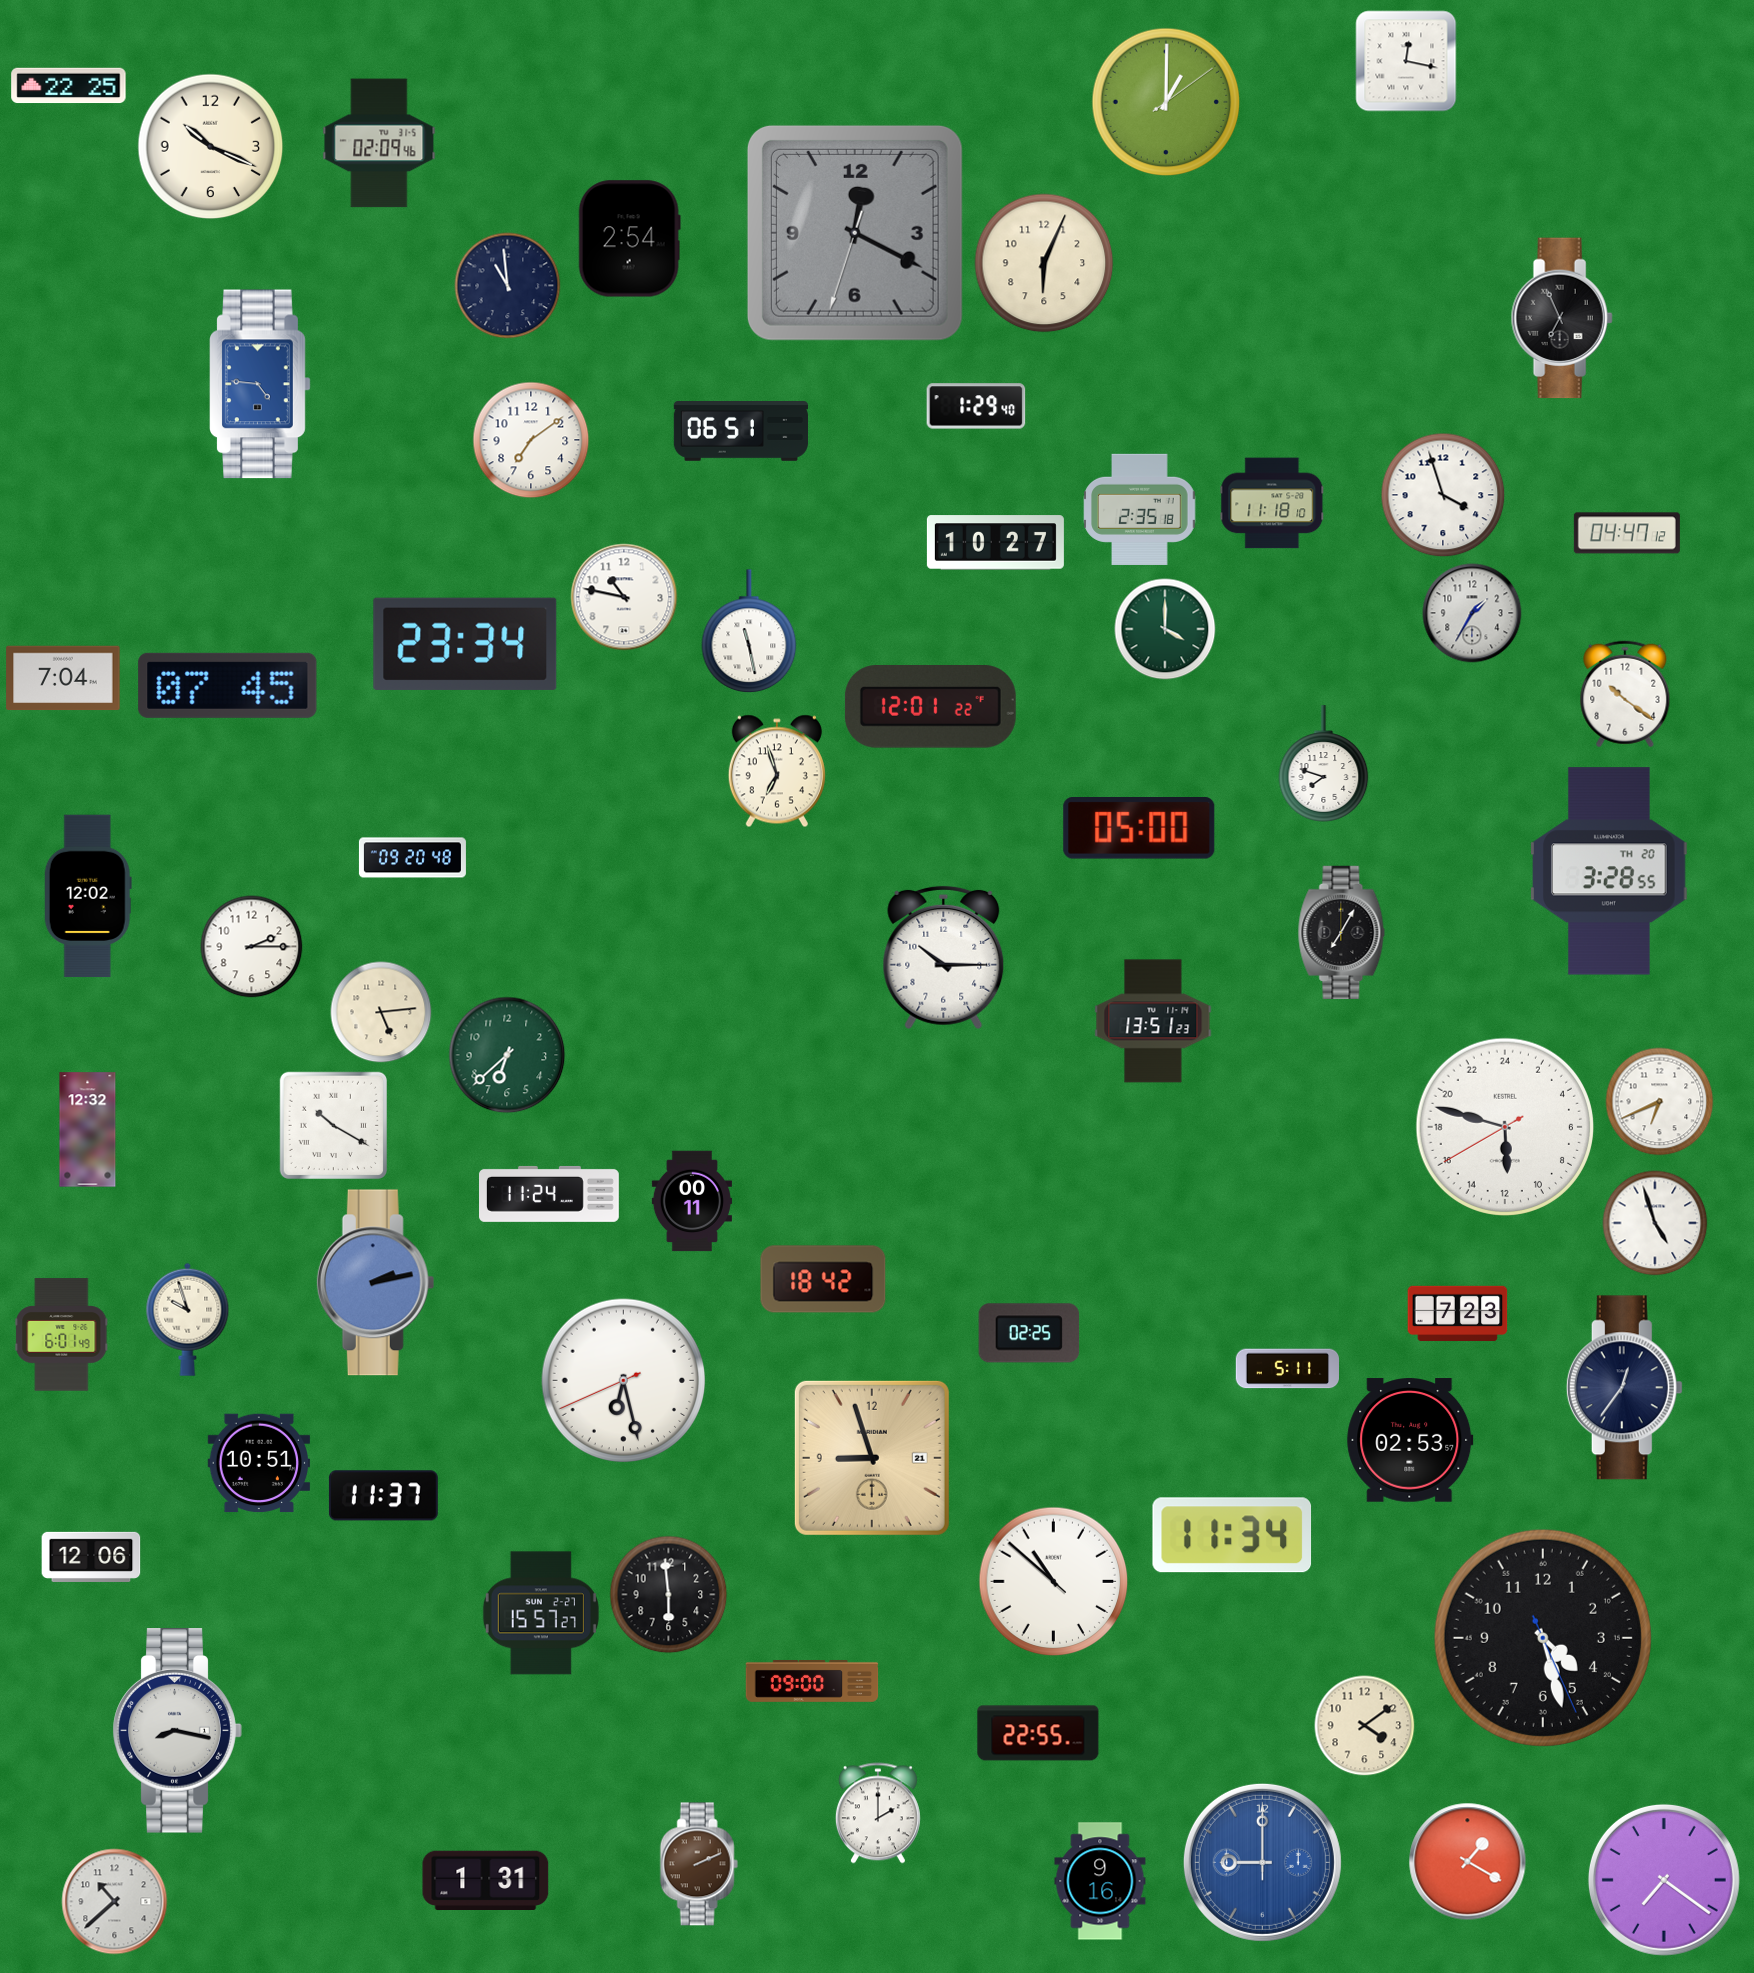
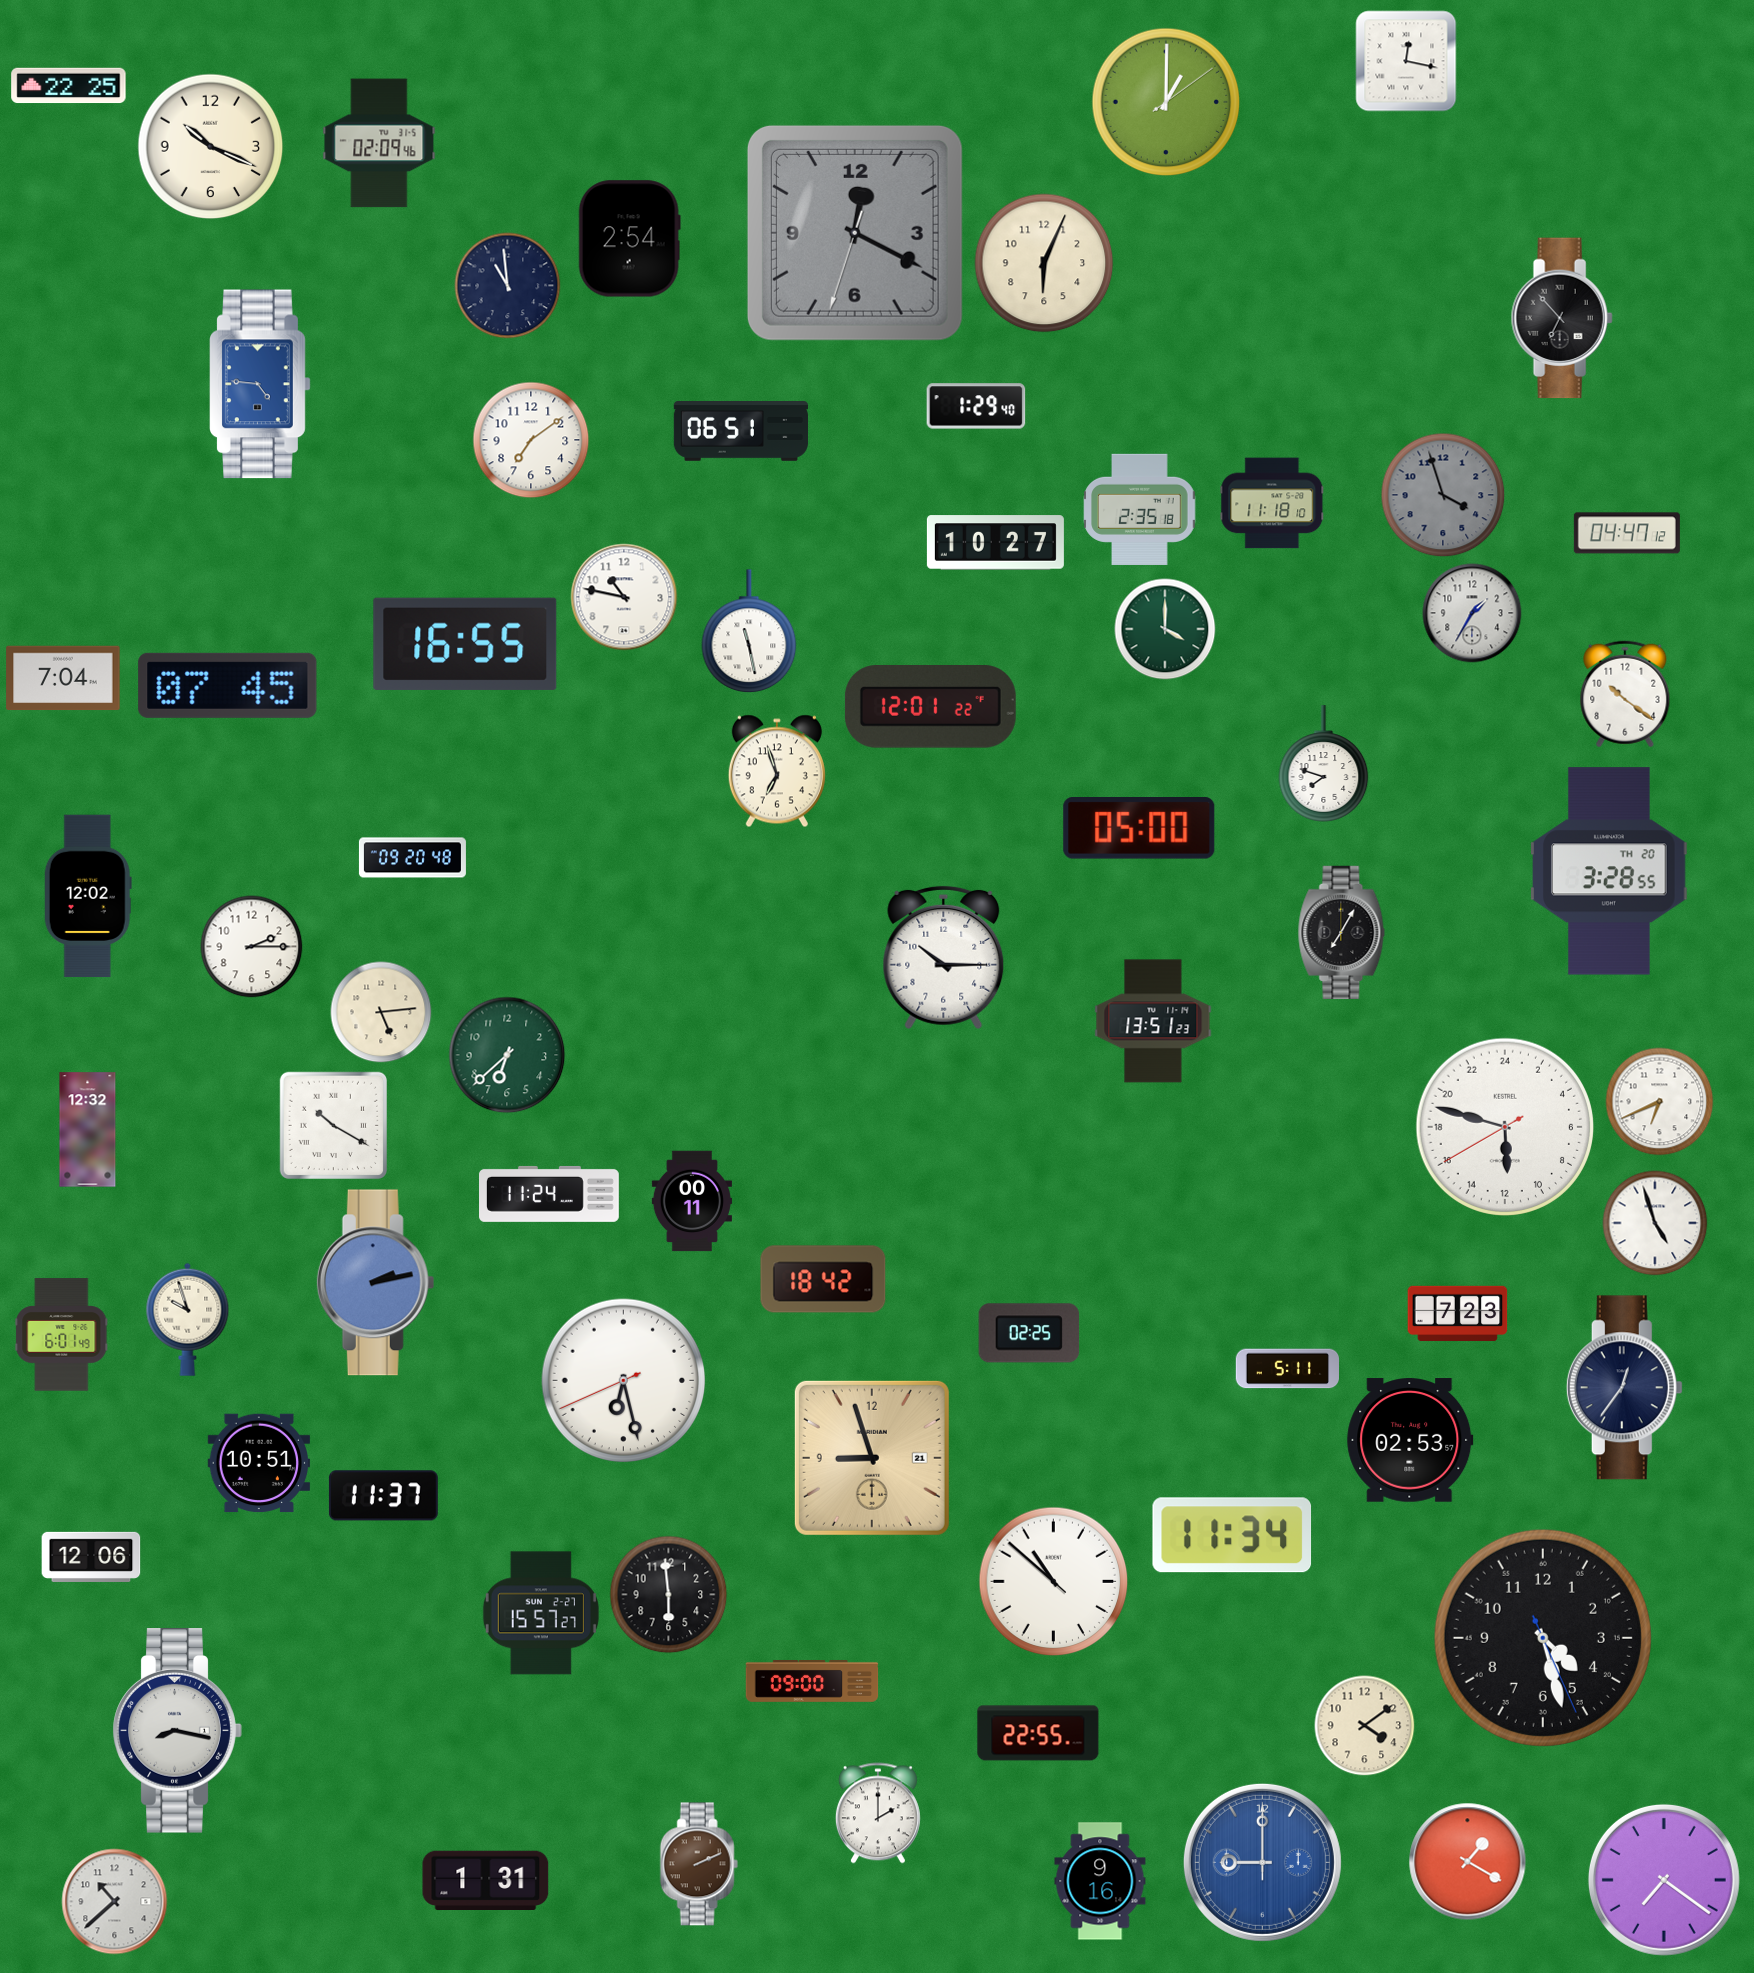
clock at (1562, 318): 6:56 -> 6:53
clock at (1443, 495) dial: white -> grey
clock at (465, 644): 23:34 -> 16:55
